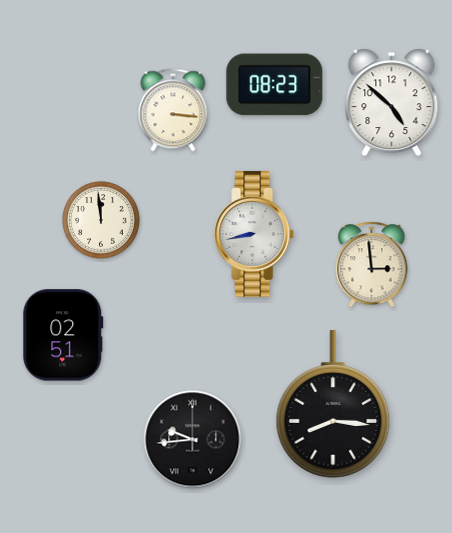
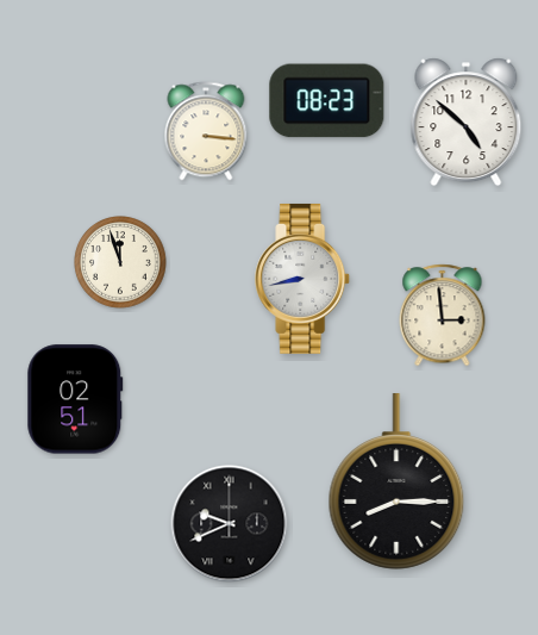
clock at (101, 220): 11:59 -> 11:57
clock at (333, 404): 8:16 -> 8:15
clock at (193, 440): 9:44 -> 9:41
